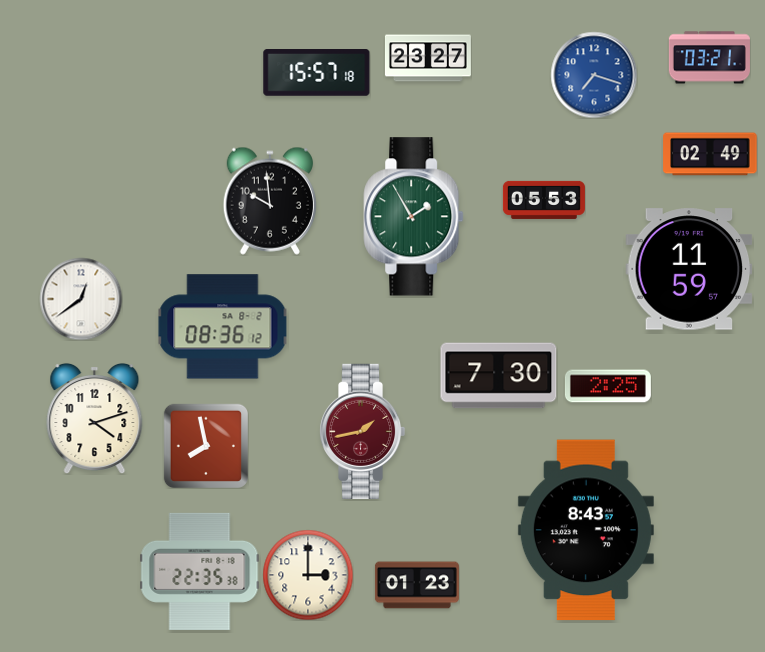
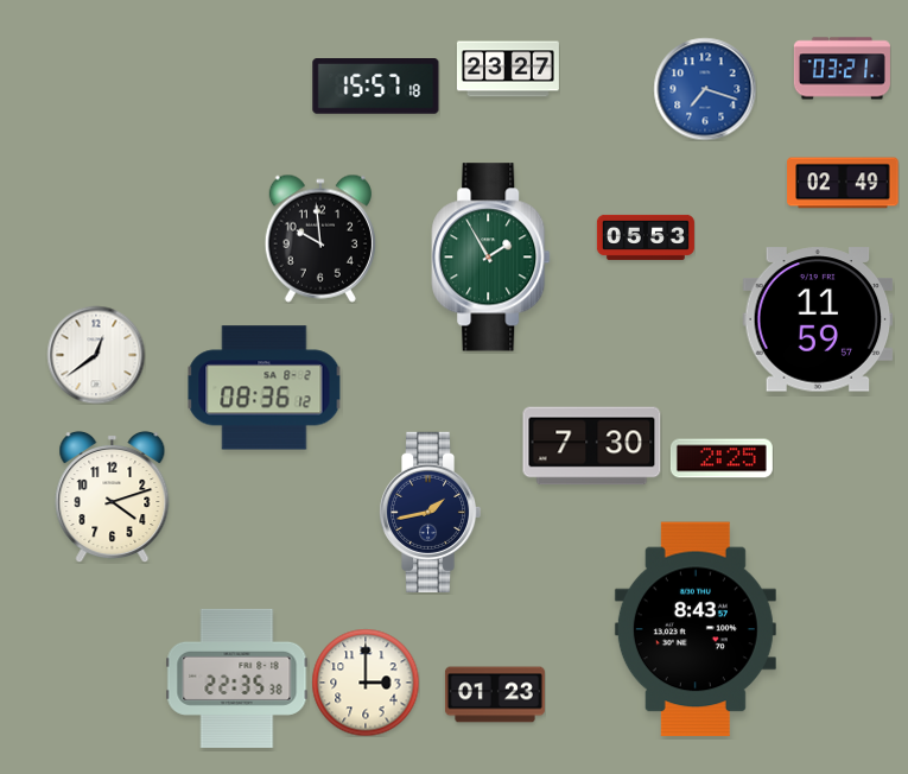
clock at (362, 431) dial: burgundy -> navy
clock at (205, 445): 7:58 -> none
